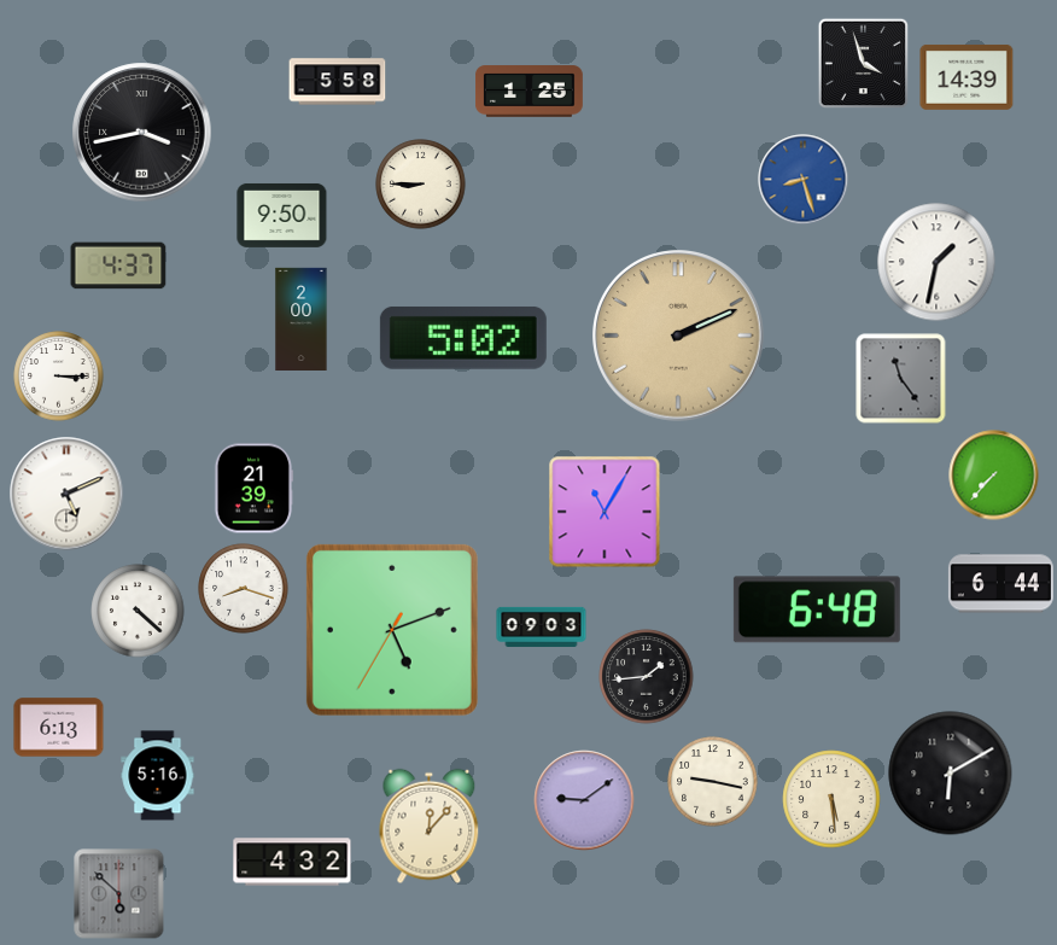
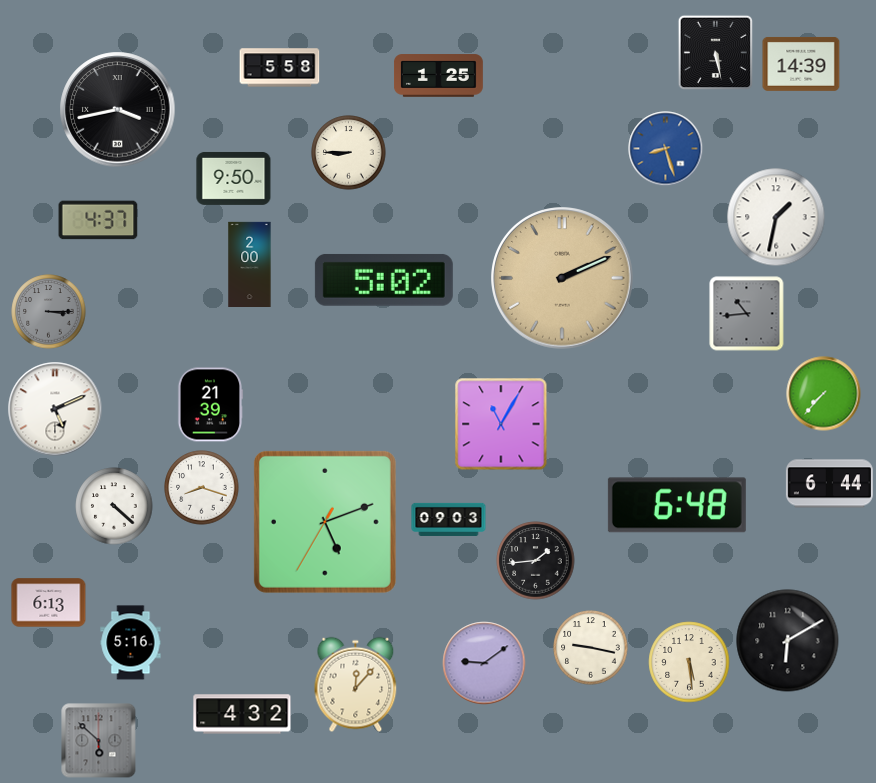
clock at (864, 64): 3:57 -> 5:28
clock at (59, 377) dial: white -> grey
clock at (901, 379): 11:24 -> 10:44
